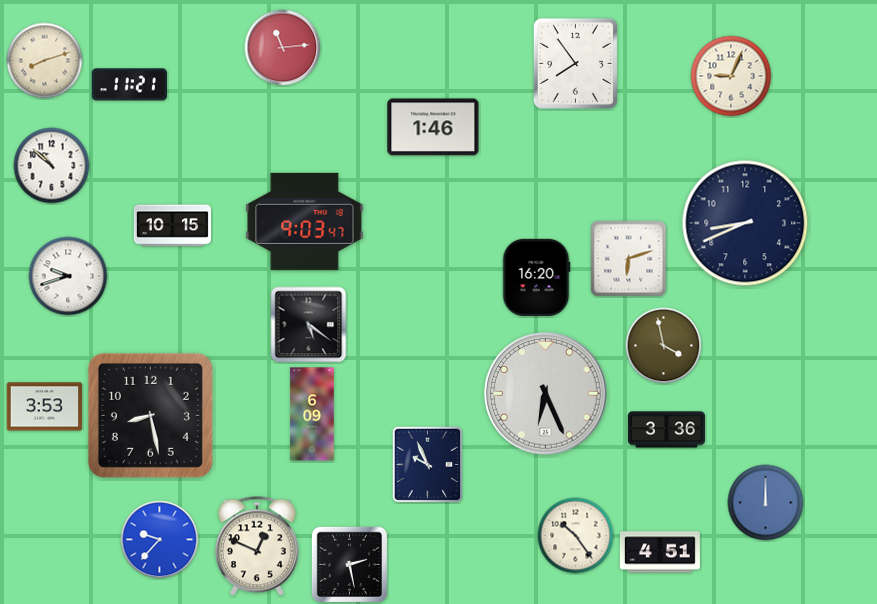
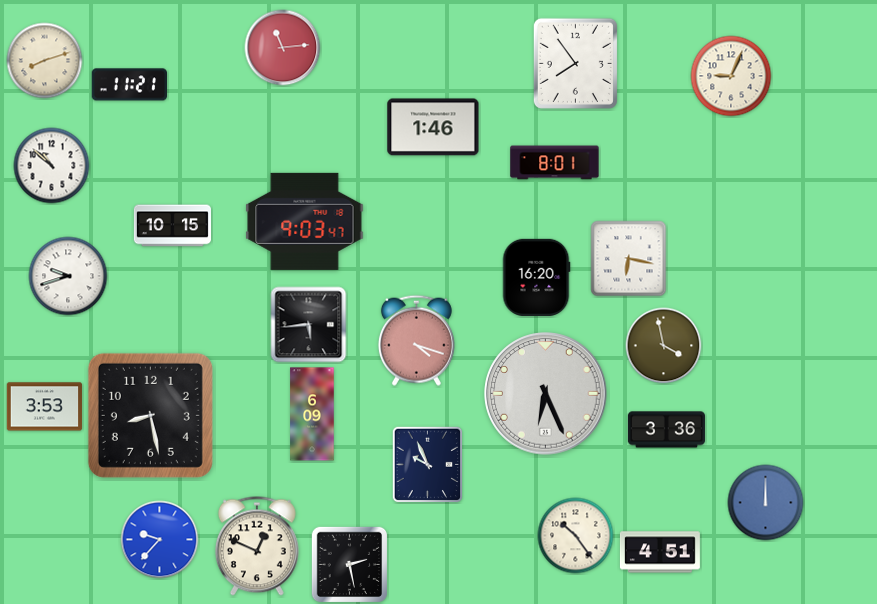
clock at (555, 163): none -> 8:01
clock at (745, 223): 8:41 -> none
clock at (629, 259): 6:12 -> 6:17
clock at (309, 325): 5:21 -> 5:44
clock at (416, 340): none -> 4:18
